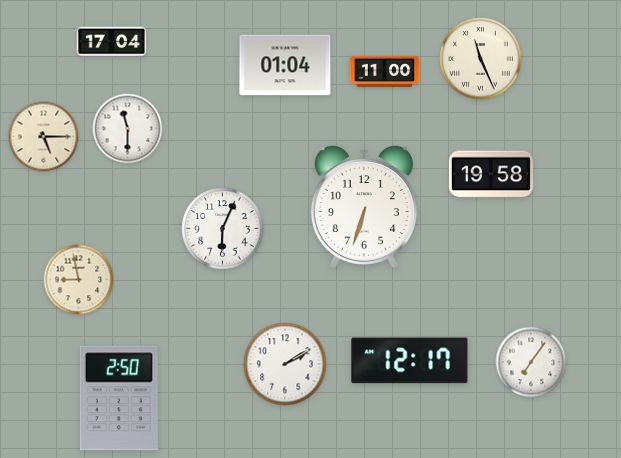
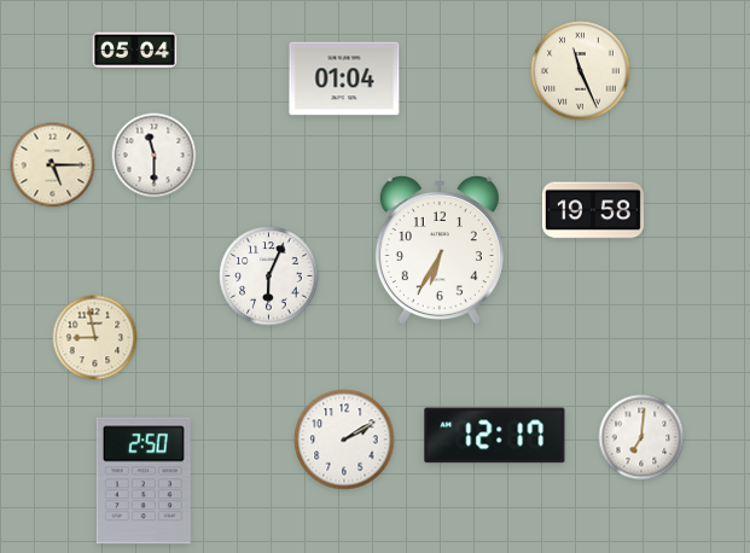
clock at (112, 42): 17:04 -> 05:04
clock at (385, 71): 11:00 -> none
clock at (364, 207): 6:33 -> 6:35
clock at (531, 362): 7:06 -> 7:01
